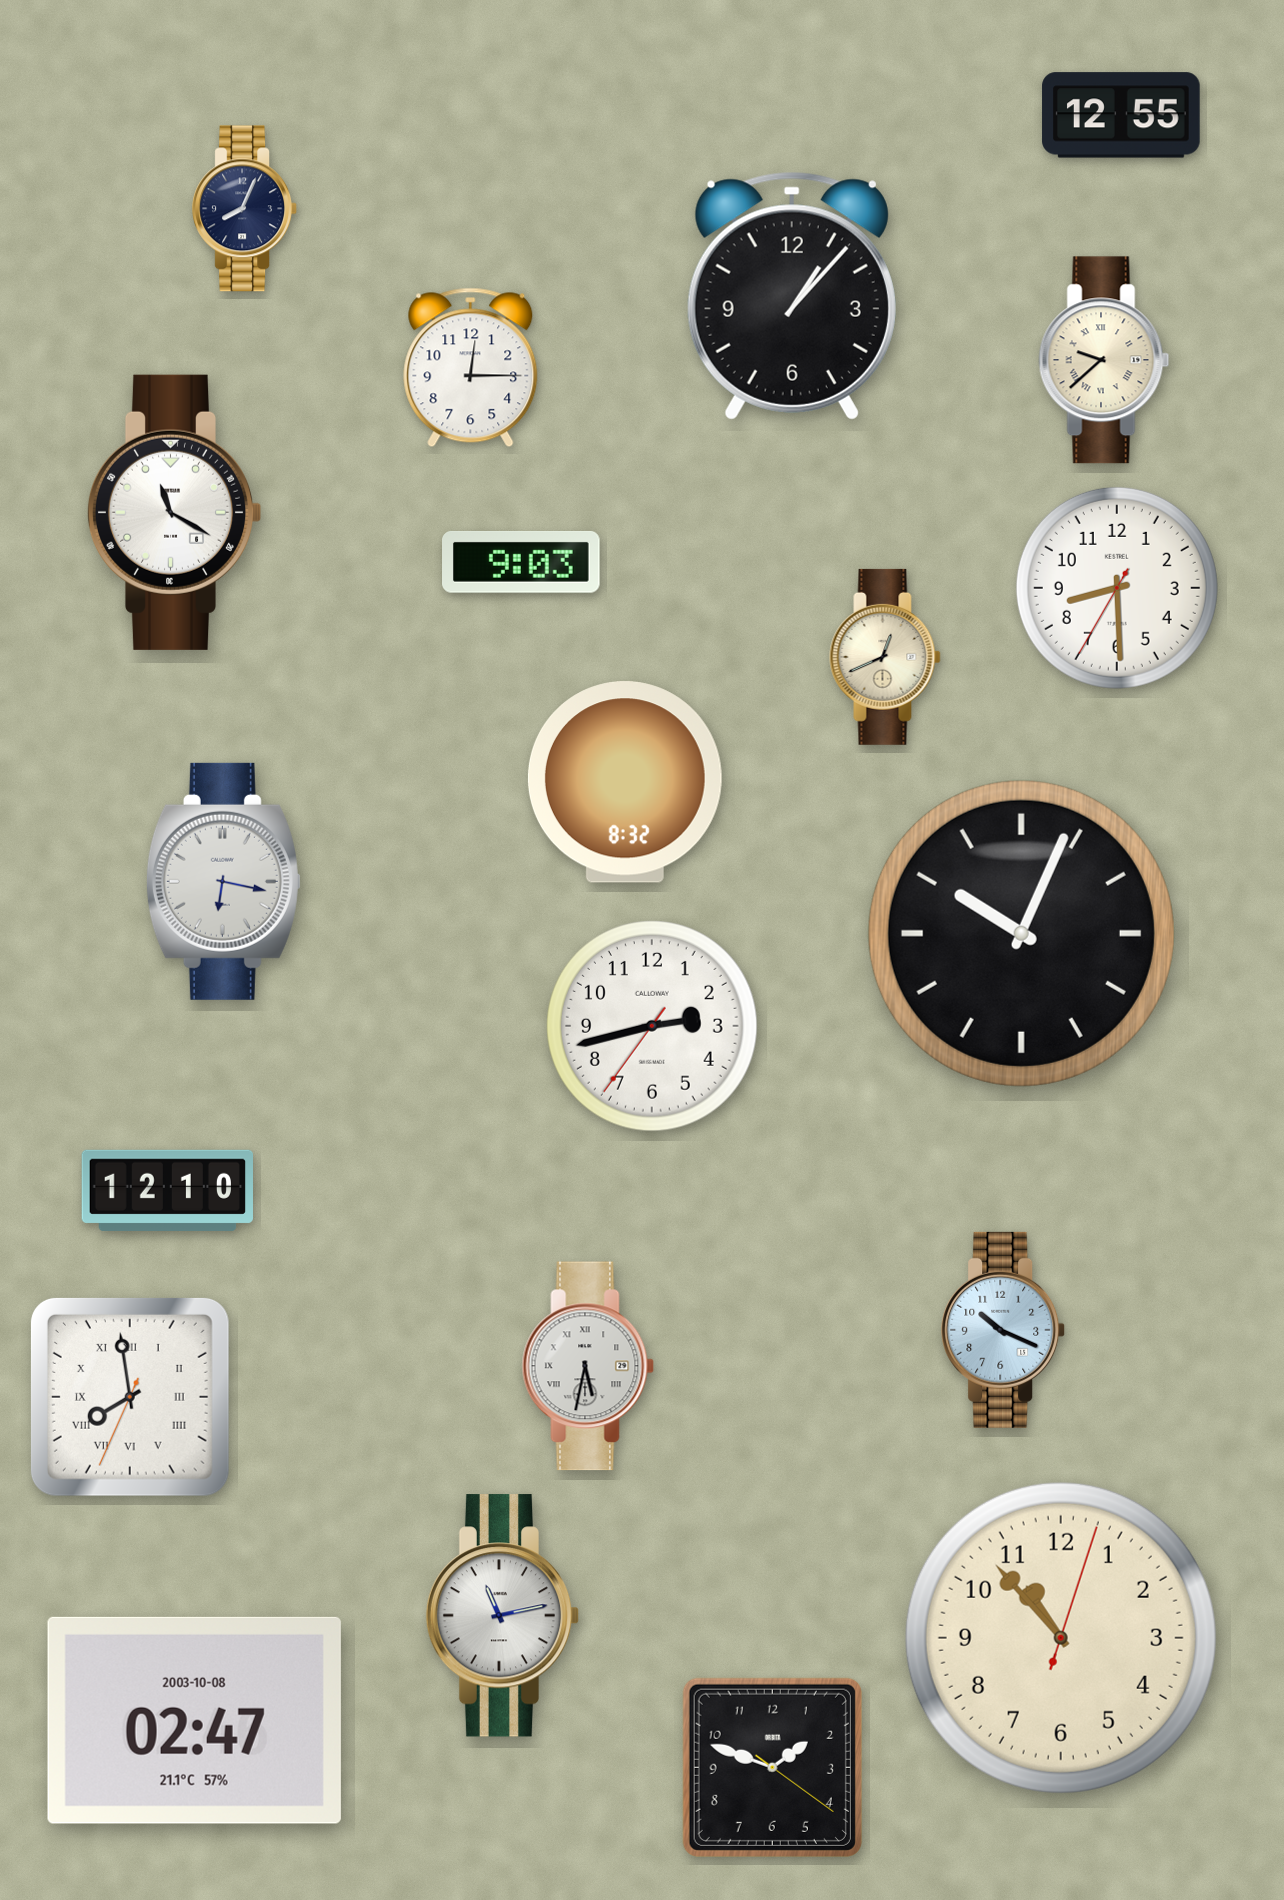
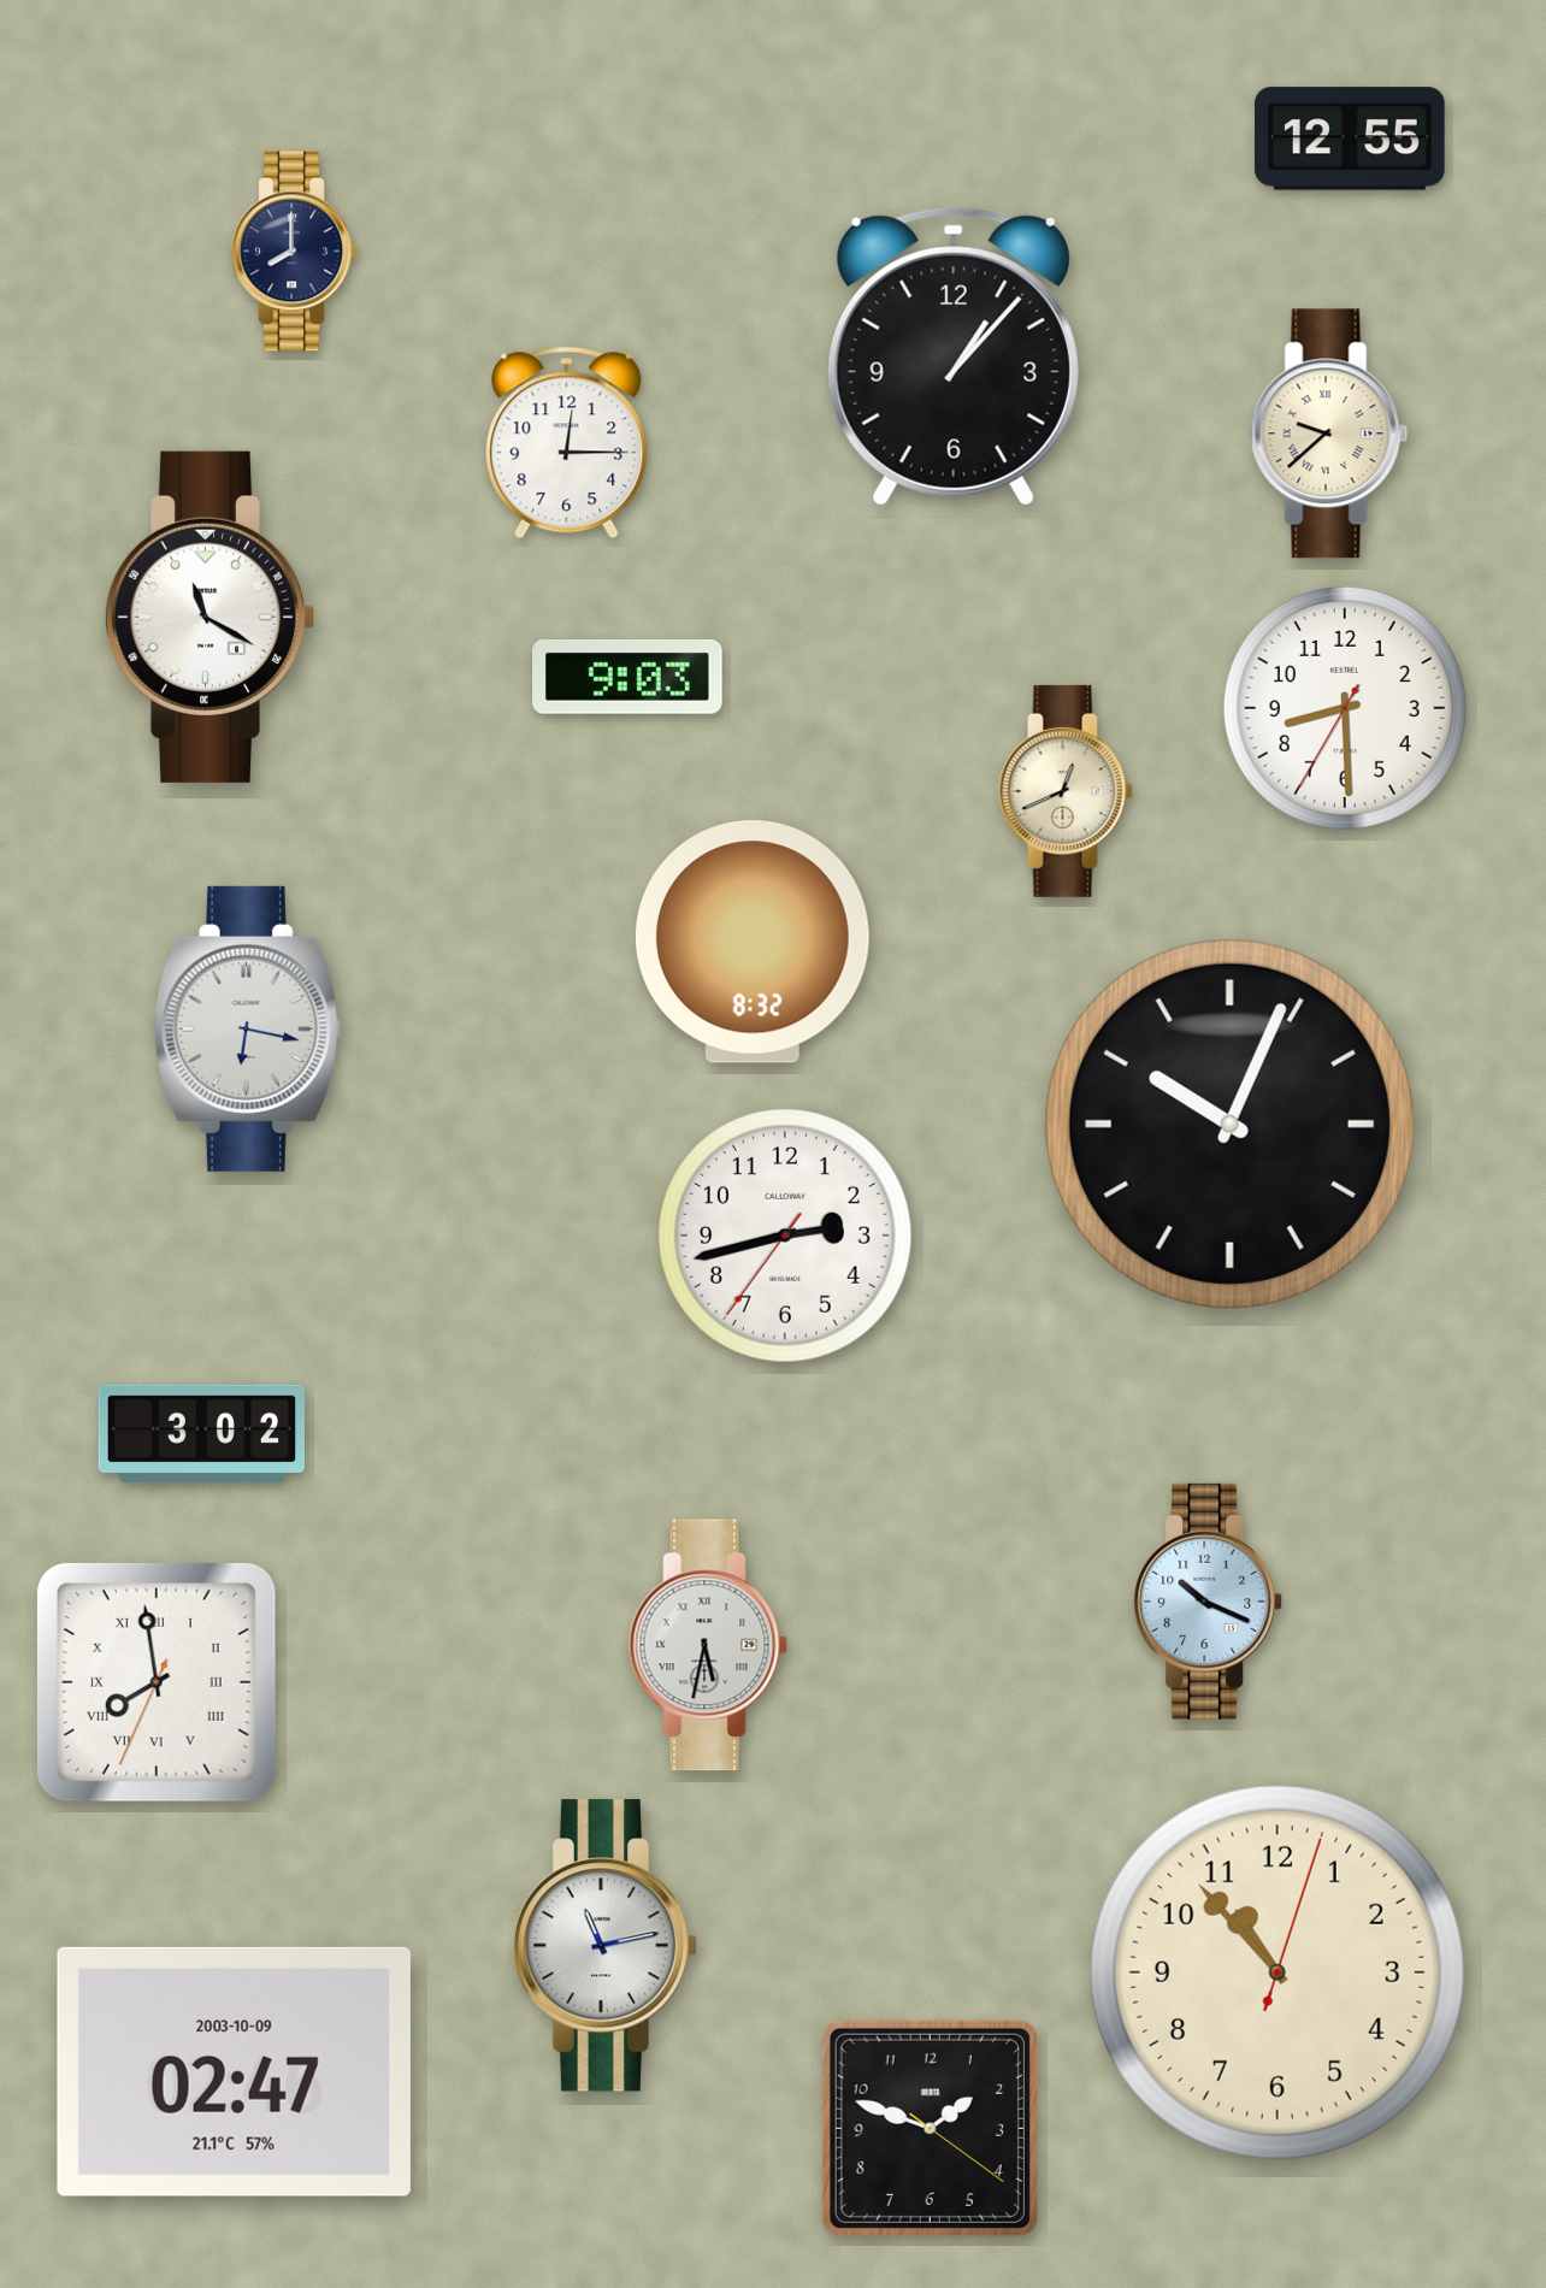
clock at (244, 209): 8:04 -> 8:00
clock at (223, 881) position: (223, 881) -> (247, 1028)
clock at (167, 1190): 12:10 -> 3:02
clock at (194, 1720) date: 2003-10-08 -> 2003-10-09
